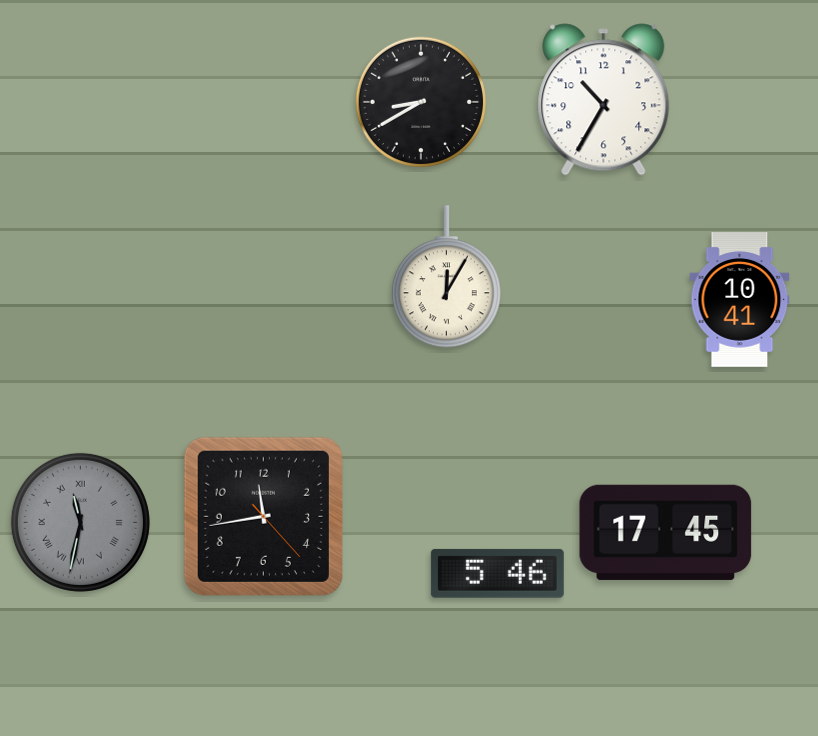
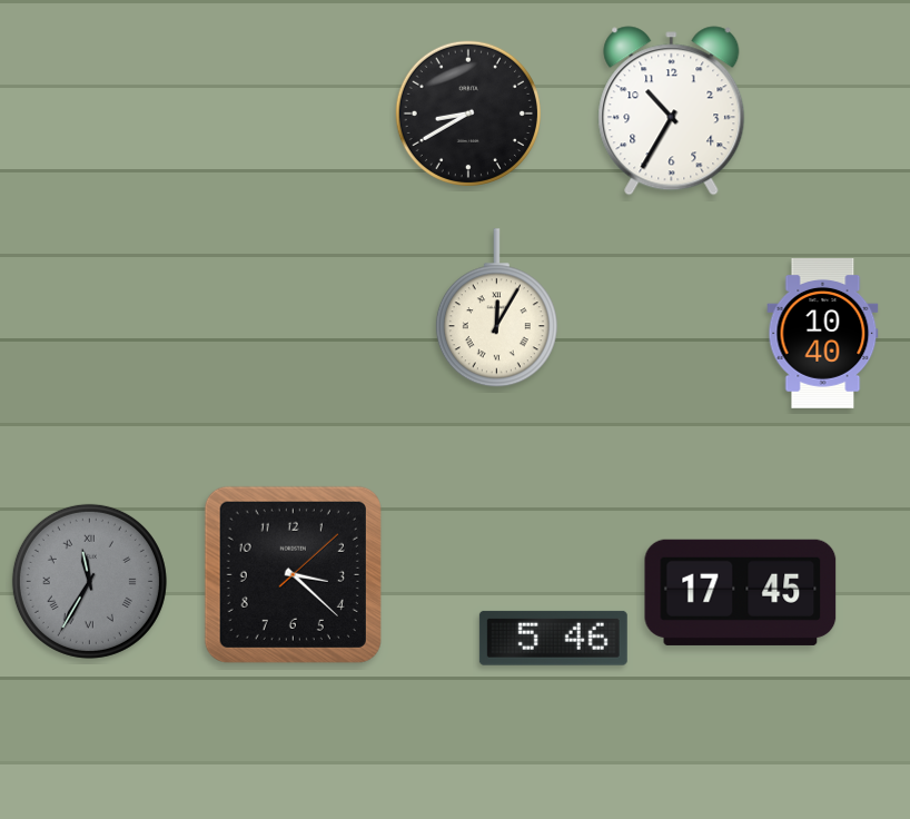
clock at (740, 300): 10:41 -> 10:40
clock at (263, 516): 11:43 -> 3:22
clock at (80, 522): 11:32 -> 11:35
